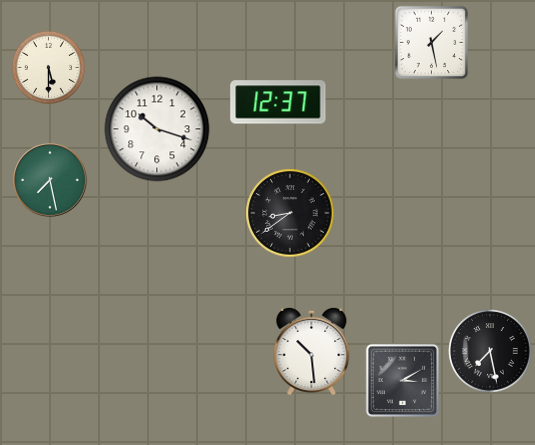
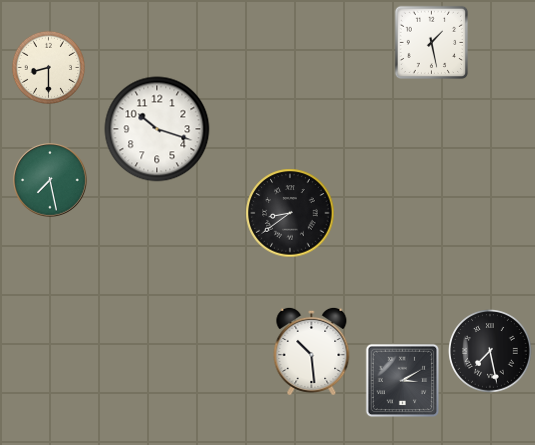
clock at (48, 67): 5:30 -> 8:30
clock at (278, 102): 12:37 -> none
